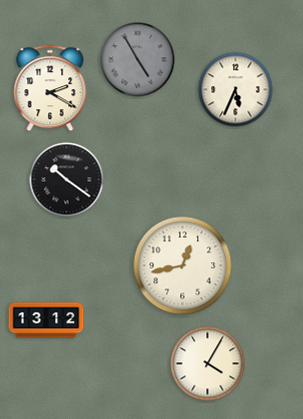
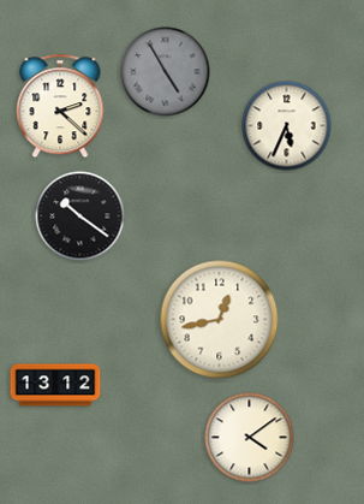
clock at (50, 88): 2:20 -> 2:22
clock at (236, 90) position: (236, 90) -> (287, 126)
clock at (208, 364): 4:05 -> 4:09
